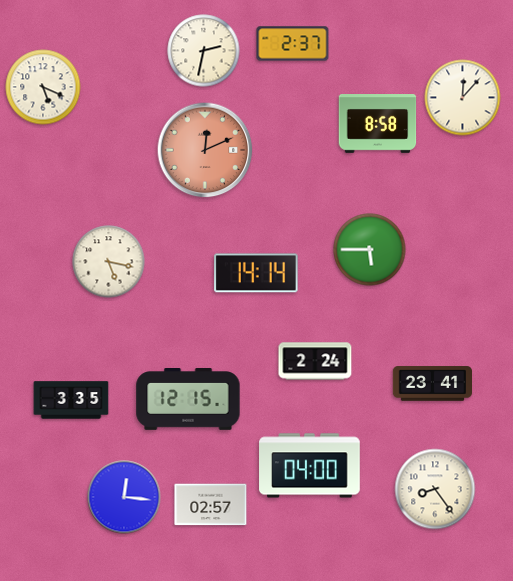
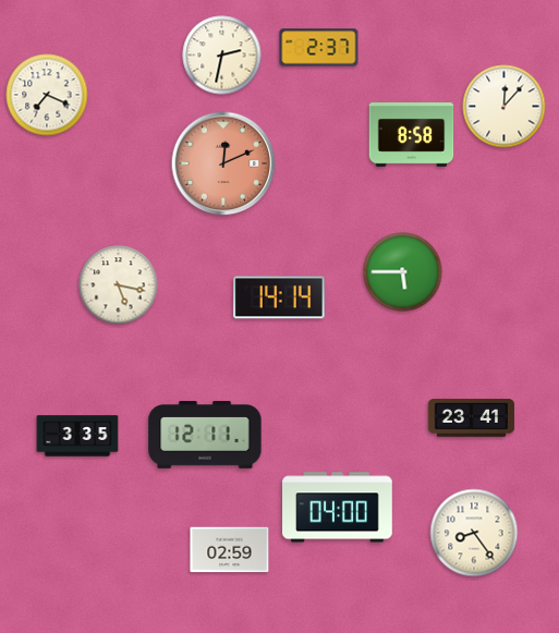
clock at (43, 87): 5:19 -> 7:19
clock at (315, 361): 2:24 -> none
clock at (188, 399): 12:15 -> 12:11
clock at (124, 497): 12:16 -> none
clock at (211, 505): 02:57 -> 02:59
